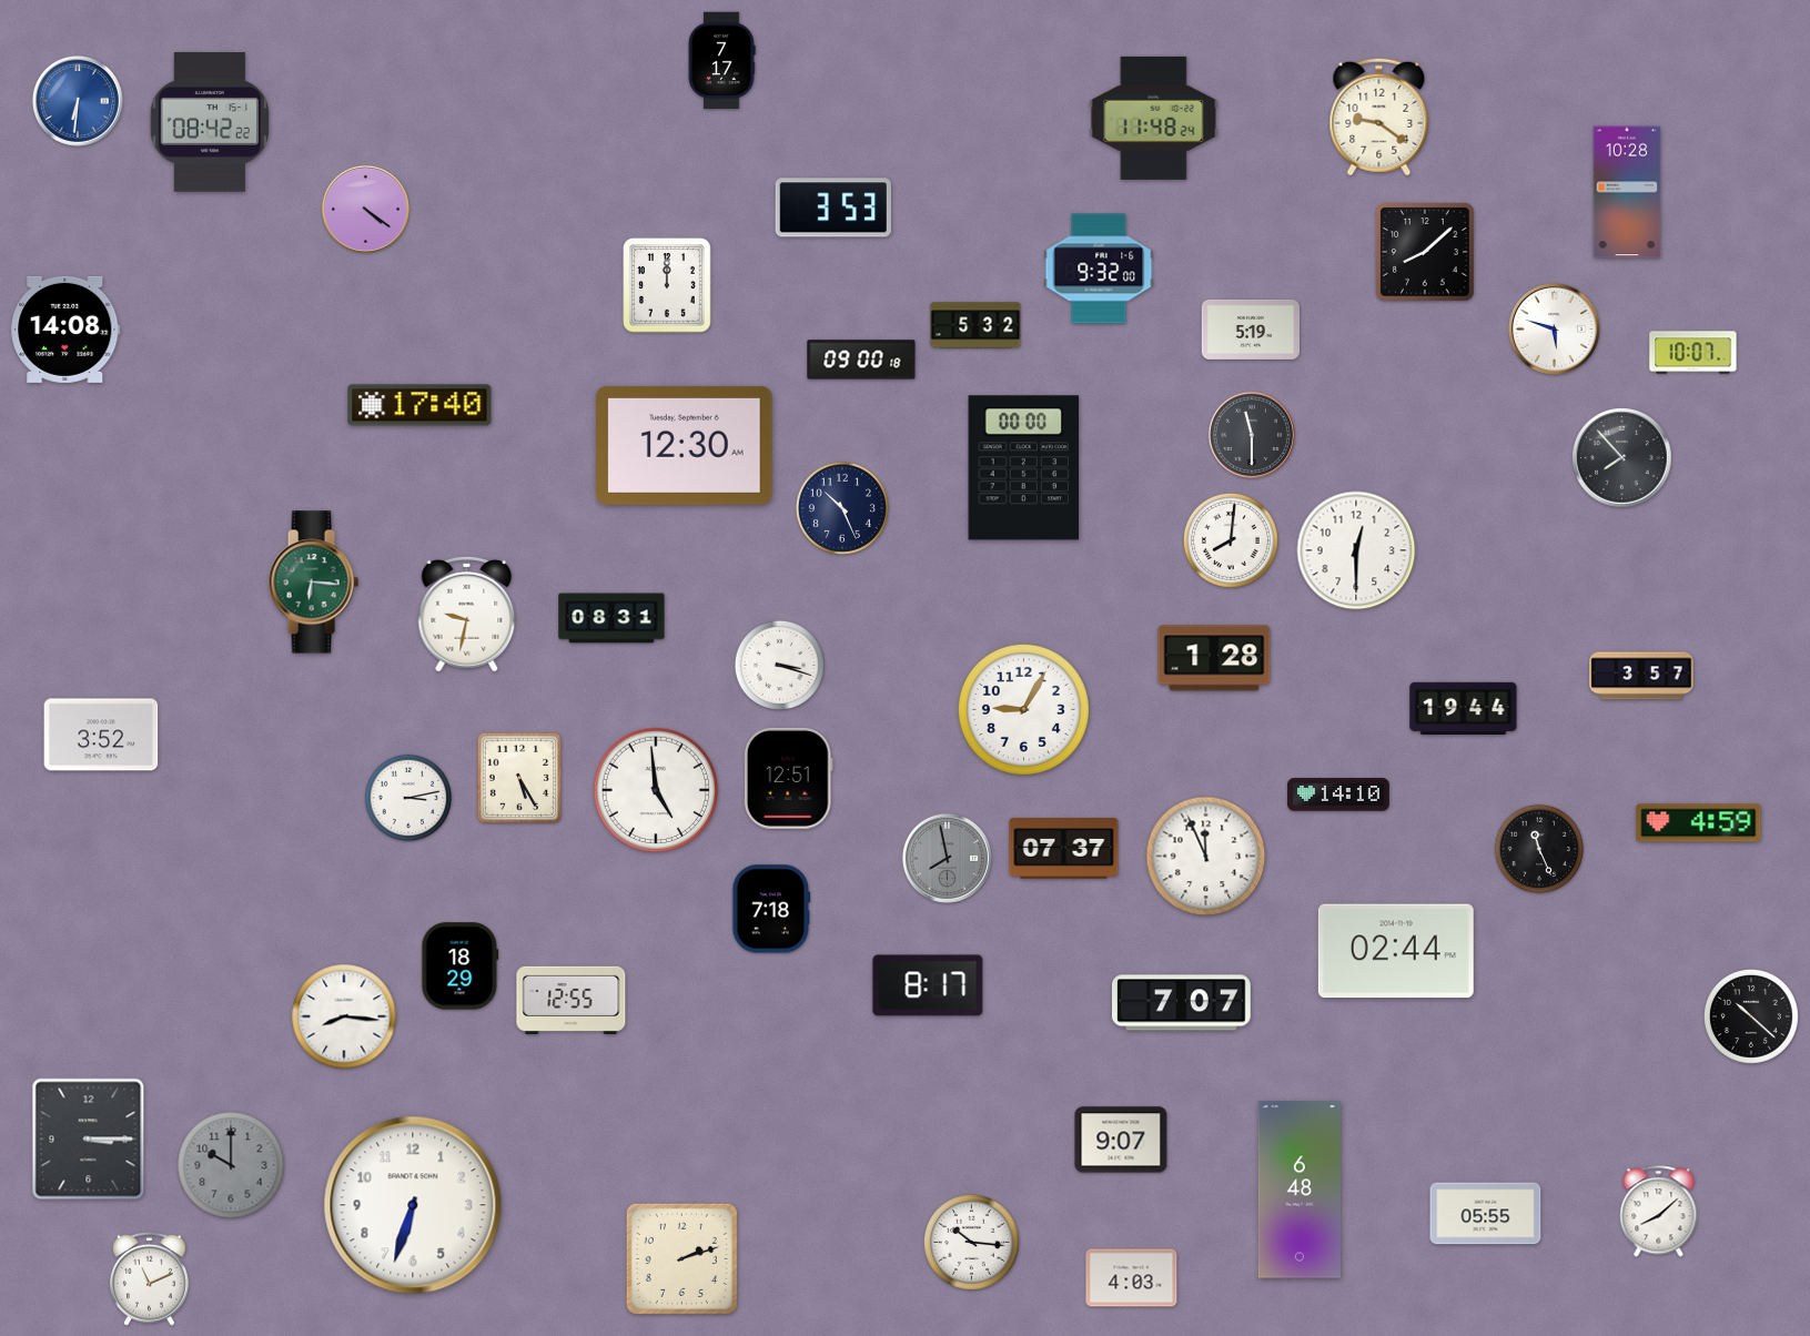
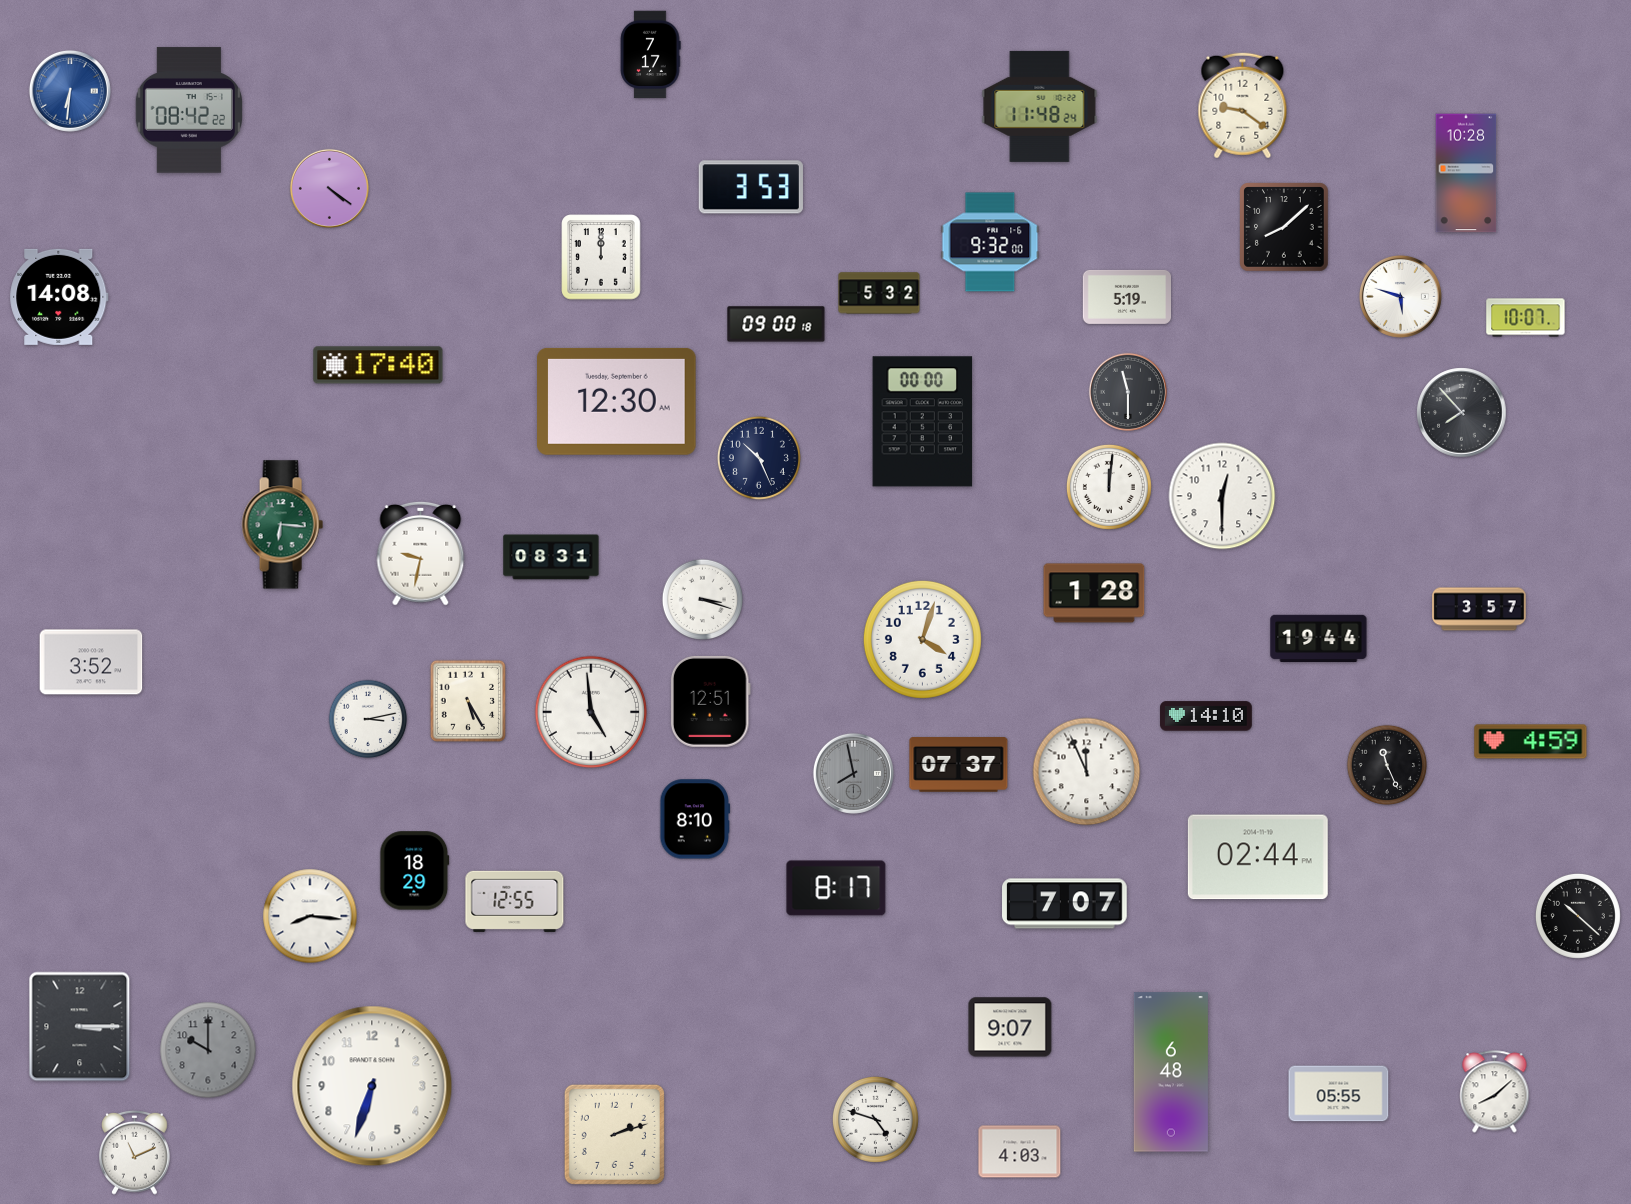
clock at (1231, 540): 8:01 -> 12:01
clock at (1023, 709): 9:05 -> 4:03
clock at (771, 909): 7:18 -> 8:10
clock at (971, 1242): 10:16 -> 4:48
